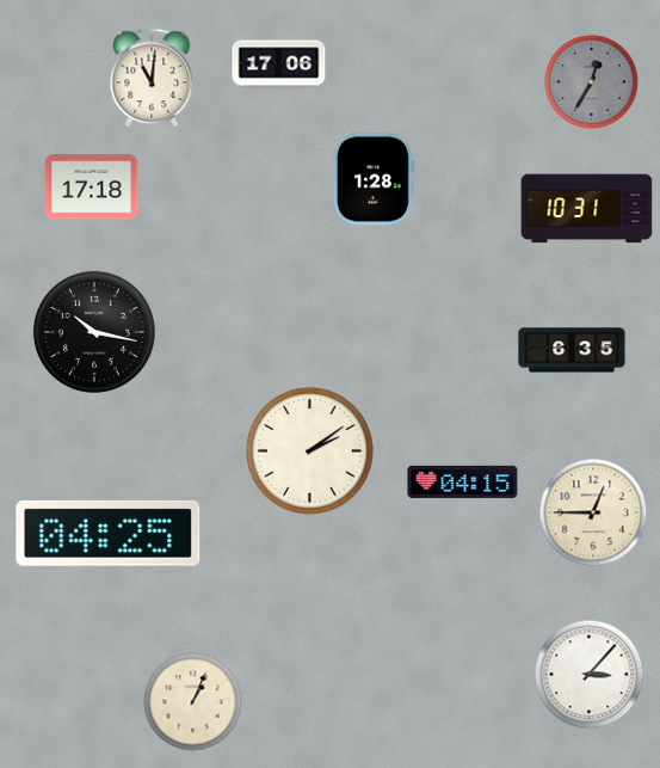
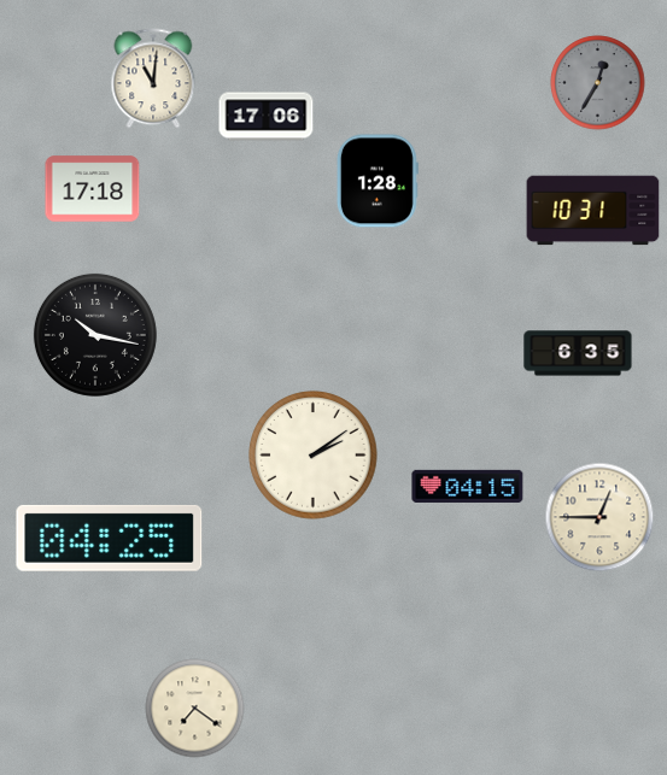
clock at (279, 64) position: (279, 64) -> (267, 117)
clock at (590, 675): 3:07 -> none
clock at (193, 702): 1:04 -> 7:21
